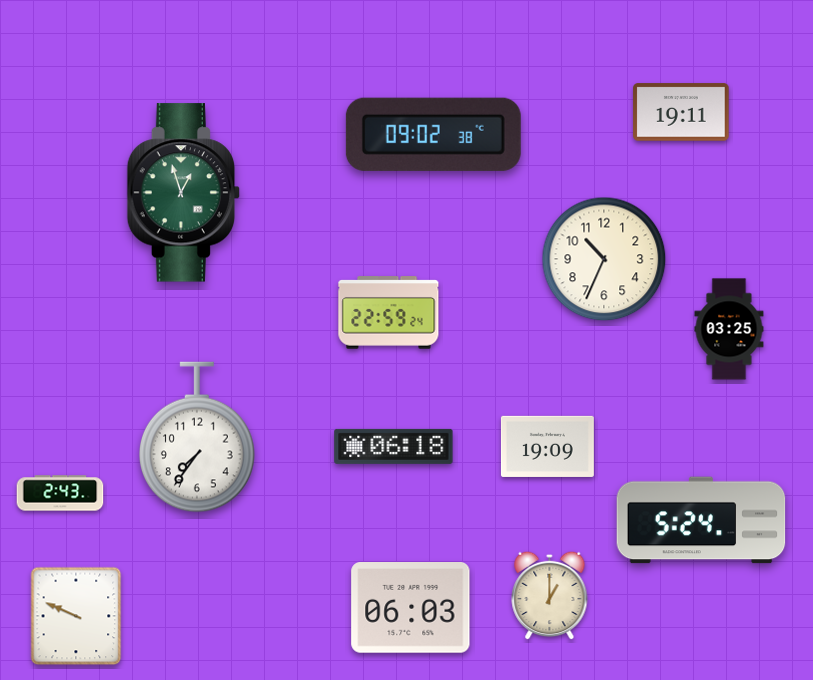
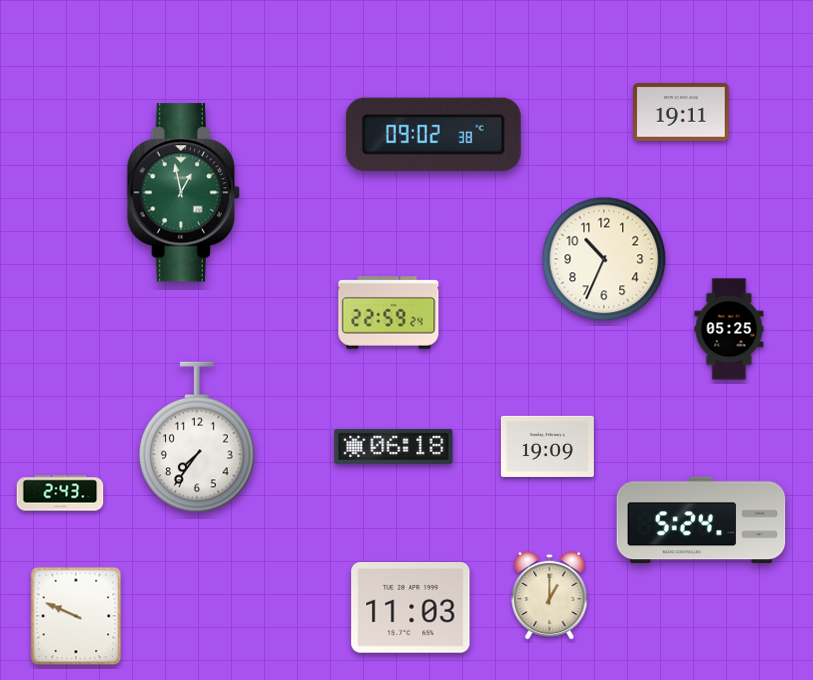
clock at (184, 193): 12:57 -> 12:58
clock at (729, 329): 03:25 -> 05:25
clock at (411, 608): 06:03 -> 11:03
